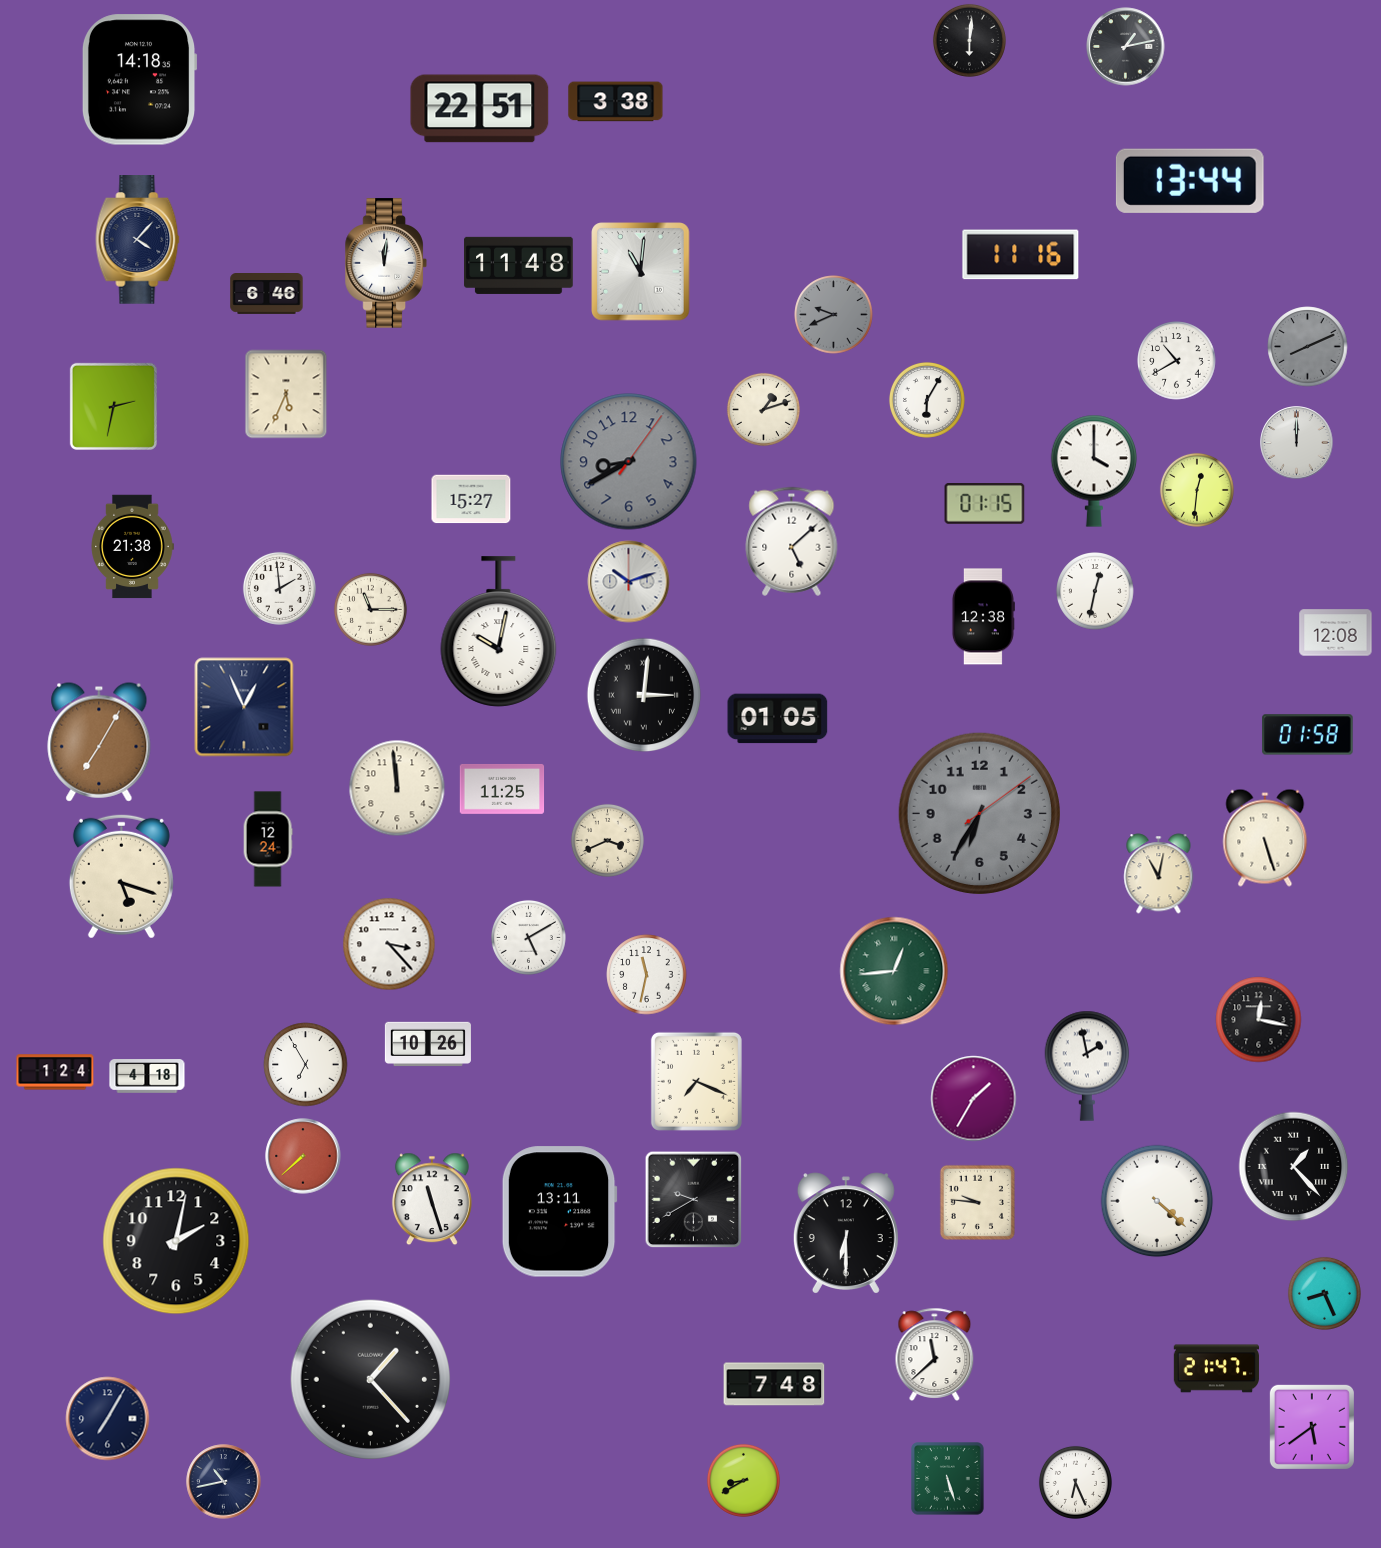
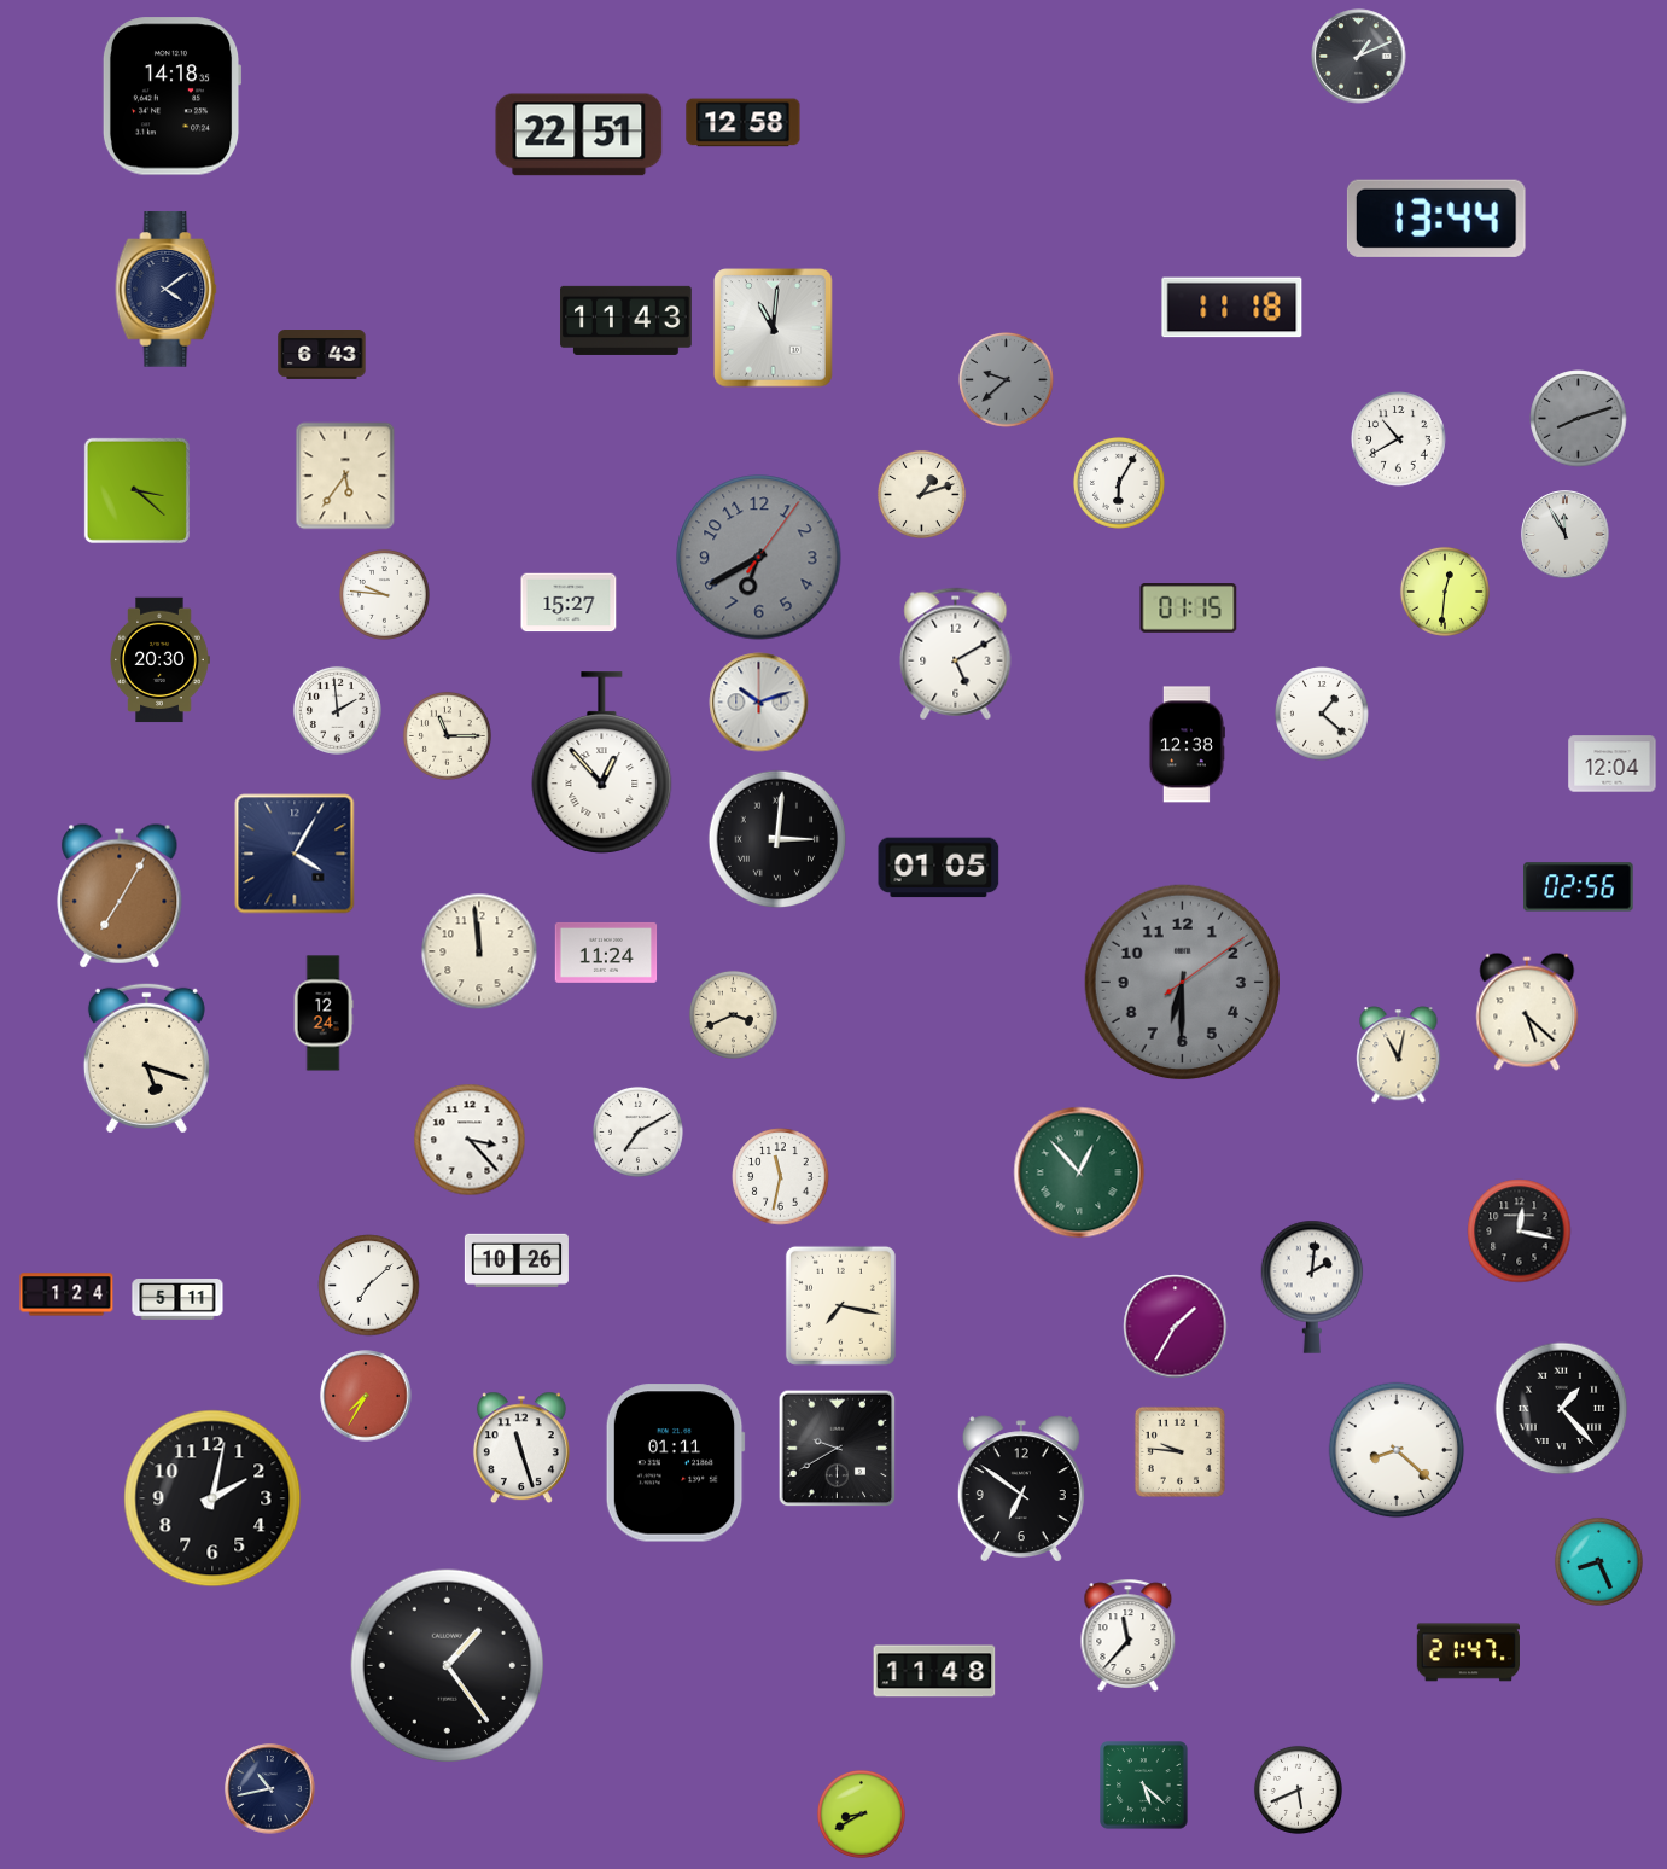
clock at (969, 40): 6:01 -> none
clock at (1126, 47): 1:13 -> 1:11
clock at (139, 80) position: (139, 80) -> (171, 97)
clock at (616, 102): 3:38 -> 12:58
clock at (480, 109) position: (480, 109) -> (579, 135)
clock at (138, 240): 4:07 -> 4:09
clock at (1021, 255): 11:16 -> 11:18
clock at (386, 263): 12:01 -> none
clock at (519, 265): 11:48 -> 11:43
clock at (267, 294): 6:46 -> 6:43
clock at (834, 315): 9:41 -> 9:38
clock at (1308, 347): 8:11 -> 8:12
clock at (1177, 361) position: (1177, 361) -> (1399, 439)
clock at (286, 394): 5:34 -> 5:36
clock at (113, 406): 2:32 -> 3:22
clock at (1297, 443): 12:00 -> 11:55
clock at (629, 462): 8:40 -> 6:40
clock at (1094, 471): 4:00 -> none
clock at (384, 594): none -> 9:46
clock at (792, 541): 5:08 -> 5:10
clock at (132, 547): 21:38 -> 20:30
clock at (1096, 592): 12:32 -> 1:22
clock at (499, 632): 10:02 -> 12:53
clock at (1336, 633): 12:08 -> 12:04
clock at (244, 707): 12:56 -> 4:05
clock at (1308, 735): 01:58 -> 02:56
clock at (502, 789): 11:25 -> 11:24
clock at (979, 813): 6:35 -> 6:30
clock at (1265, 838): 5:27 -> 5:22
clock at (528, 937): 5:10 -> 7:10
clock at (894, 971): 12:44 -> 12:53
clock at (306, 1065): 6:55 -> 7:08
clock at (1087, 1066): 1:58 -> 2:01
clock at (147, 1076): 4:18 -> 5:11
clock at (696, 1081): 7:19 -> 7:17
clock at (303, 1156): 7:38 -> 7:35
clock at (1157, 1201): 4:22 -> 8:22
clock at (559, 1212): 13:11 -> 01:11
clock at (846, 1233): 6:30 -> 6:51
clock at (935, 1354): 11:38 -> 11:37
clock at (371, 1380): 1:23 -> 1:24
clock at (774, 1384): 7:48 -> 11:48
clock at (108, 1419): 7:05 -> none
clock at (1312, 1427): 5:39 -> none
clock at (948, 1479): 5:27 -> 5:22
clock at (743, 1480) position: (743, 1480) -> (861, 1813)
clock at (1075, 1482): 6:26 -> 5:41
